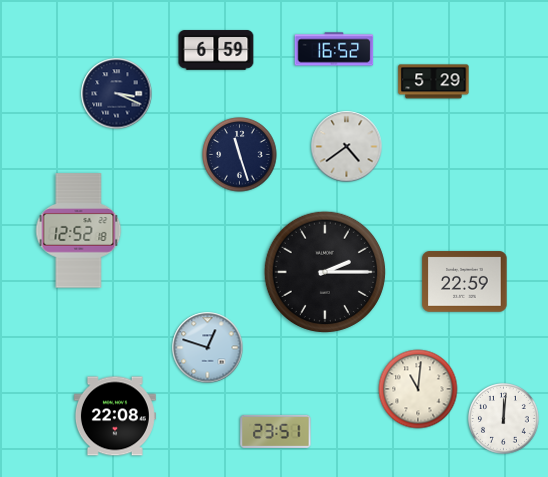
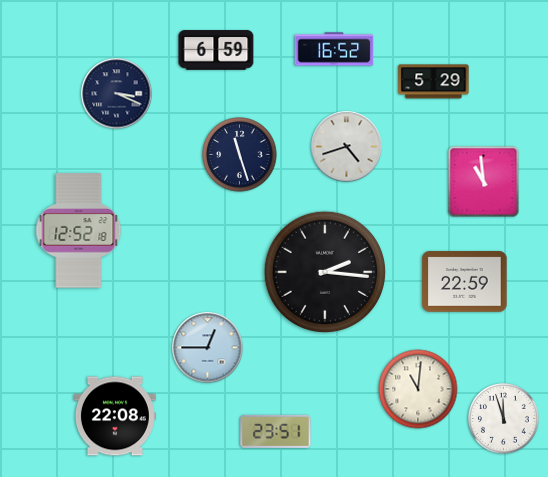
clock at (347, 147): 4:39 -> 4:42
clock at (484, 182): none -> 10:59
clock at (325, 272): 2:15 -> 2:16
clock at (208, 348): 12:48 -> 12:45
clock at (504, 419): 12:01 -> 11:57
